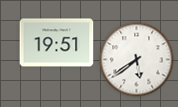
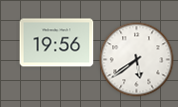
clock at (57, 43): 19:51 -> 19:56
